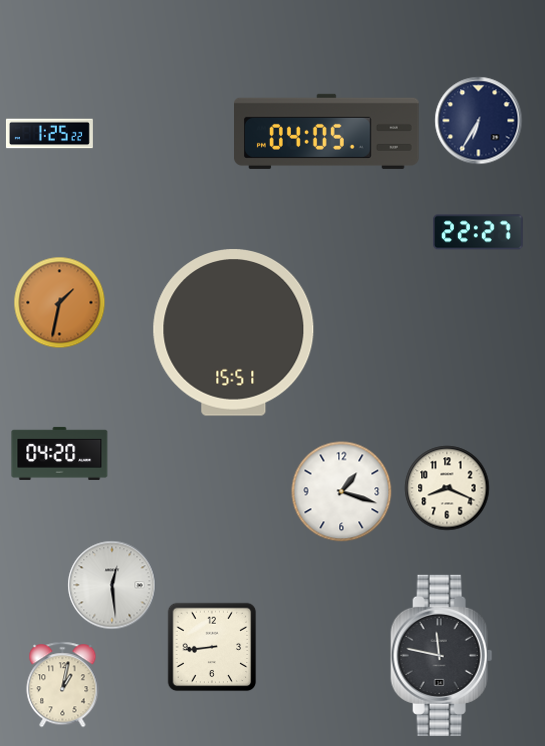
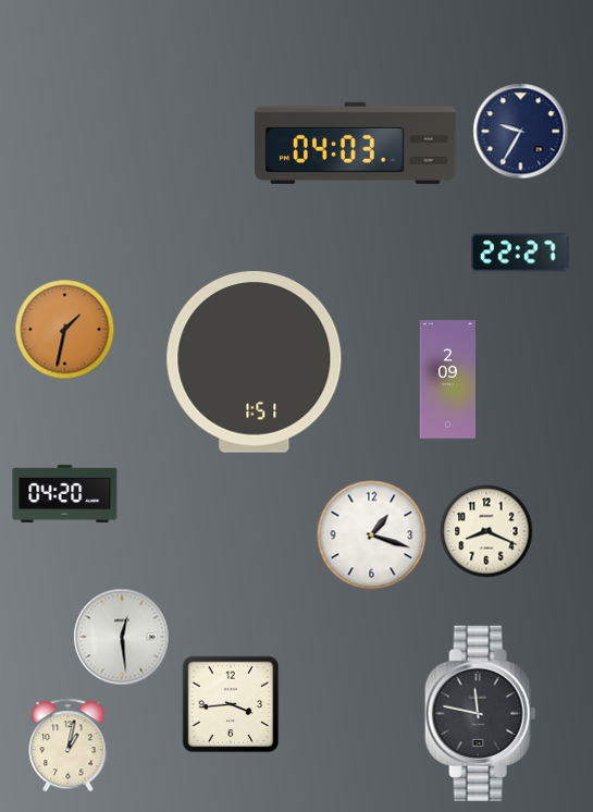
clock at (479, 121): 6:35 -> 9:35
clock at (327, 131): 04:05 -> 04:03
clock at (49, 134): 1:25 -> none
clock at (234, 333): 15:51 -> 1:51
clock at (448, 380): none -> 2:09
clock at (212, 647): 8:44 -> 3:44
